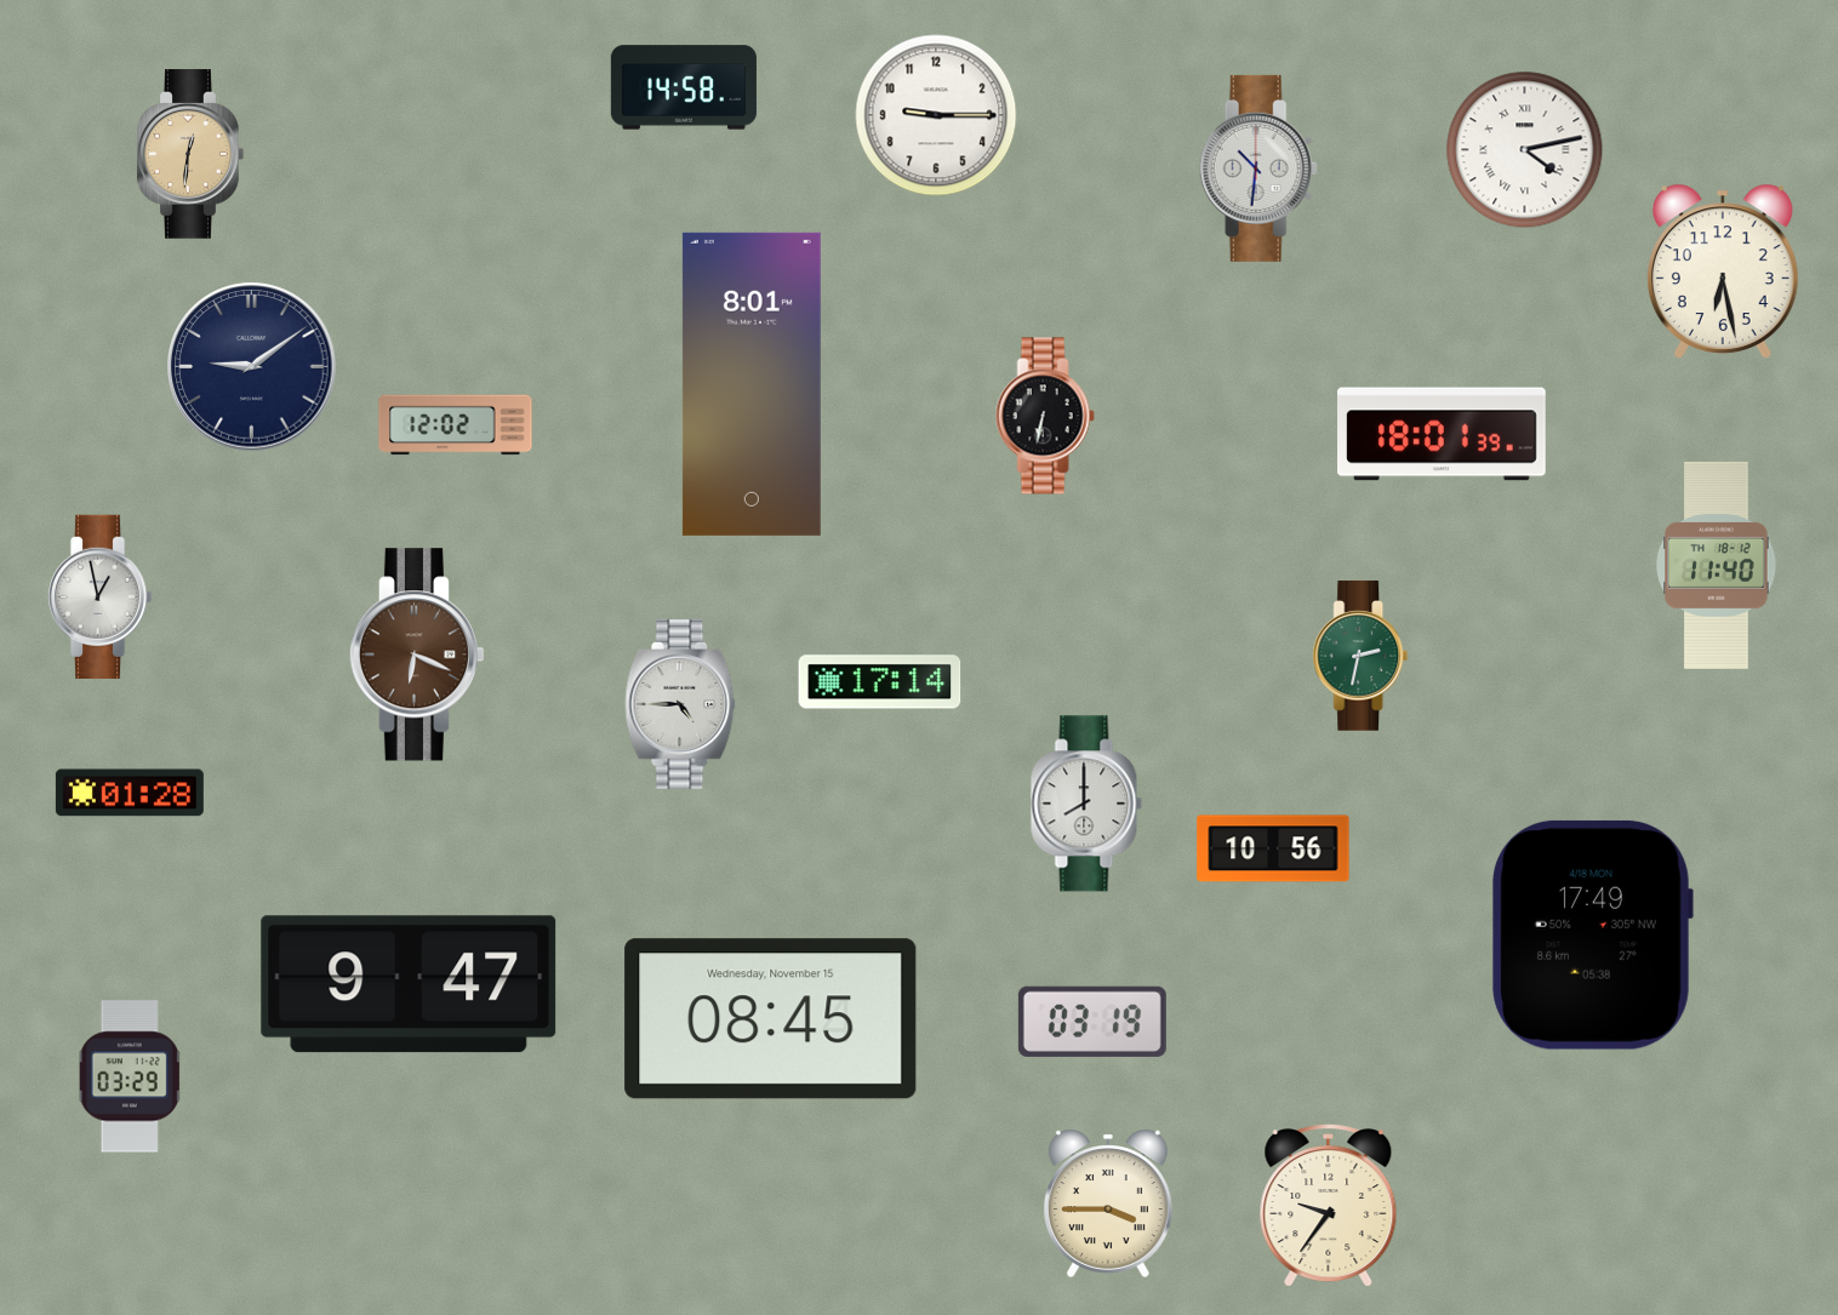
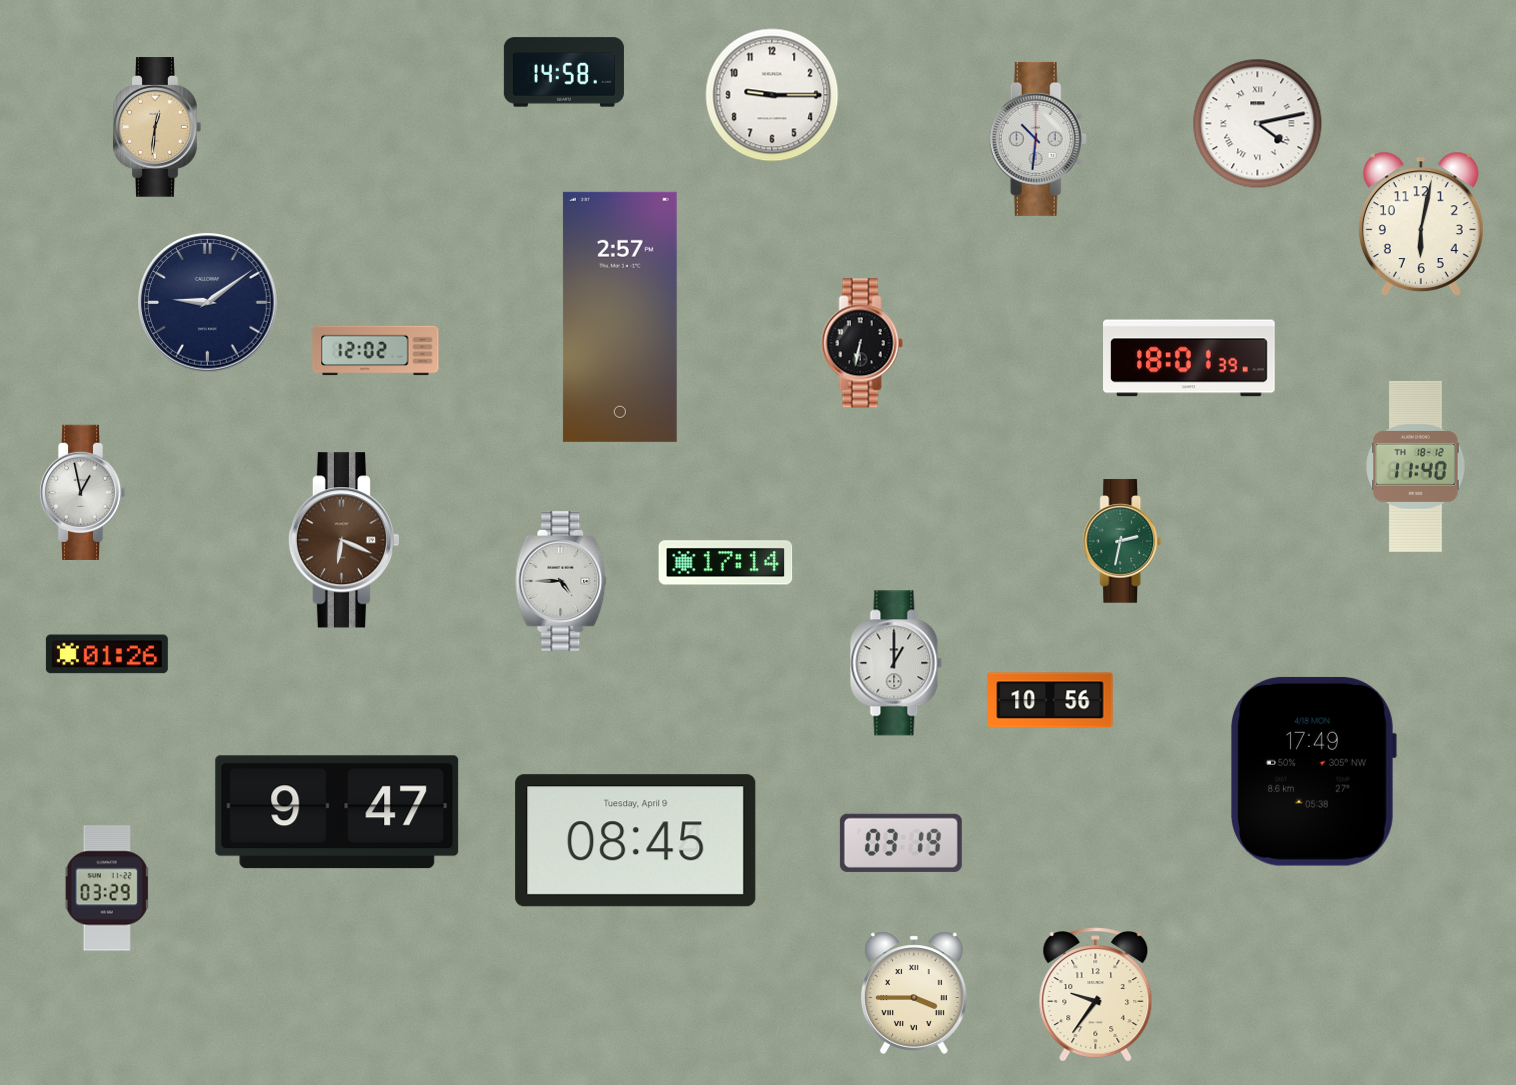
clock at (1723, 271): 6:28 -> 6:02
clock at (752, 384): 8:01 -> 2:57
clock at (130, 793): 01:28 -> 01:26
clock at (1086, 804): 8:00 -> 1:00
clock at (771, 1019) date: Wednesday, November 15 -> Tuesday, April 9
